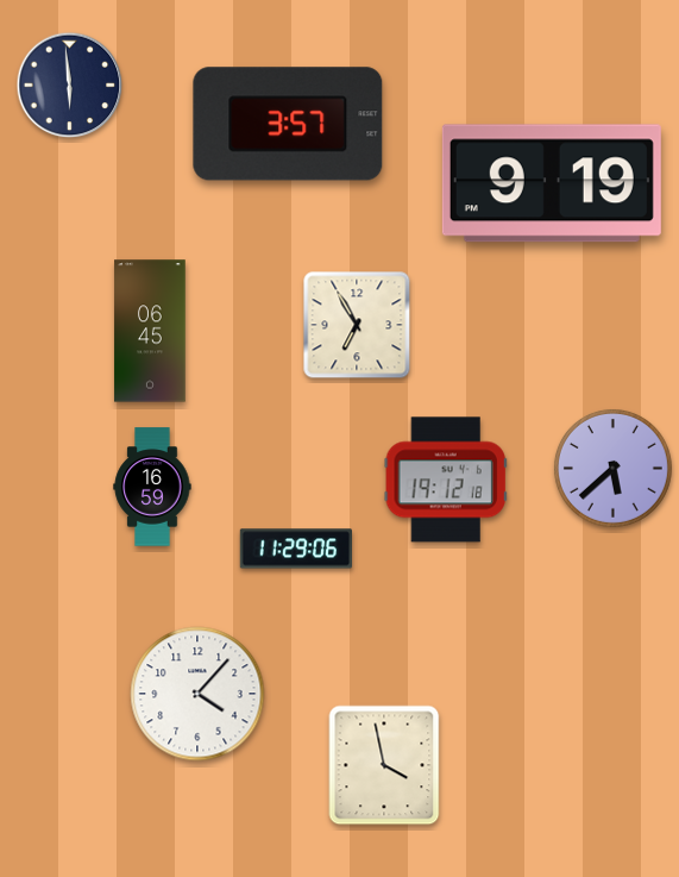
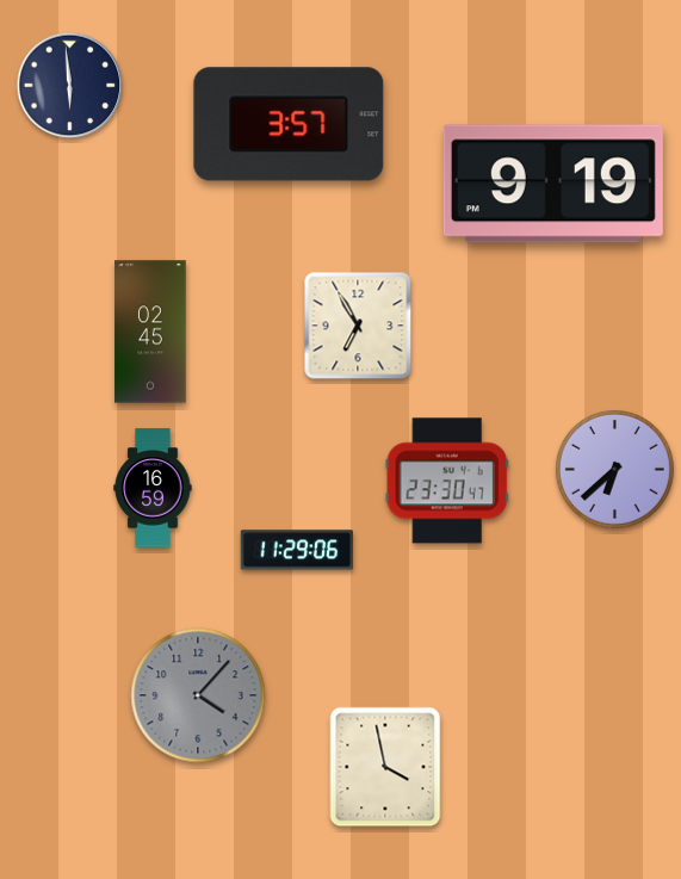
clock at (150, 331): 06:45 -> 02:45
clock at (612, 468): 5:38 -> 6:38
clock at (446, 480): 19:12 -> 23:30
clock at (197, 694) dial: white -> grey
